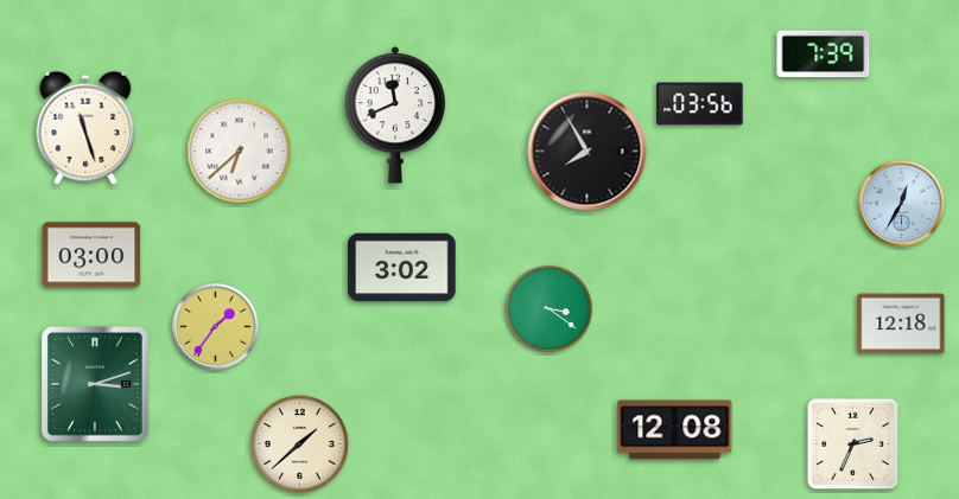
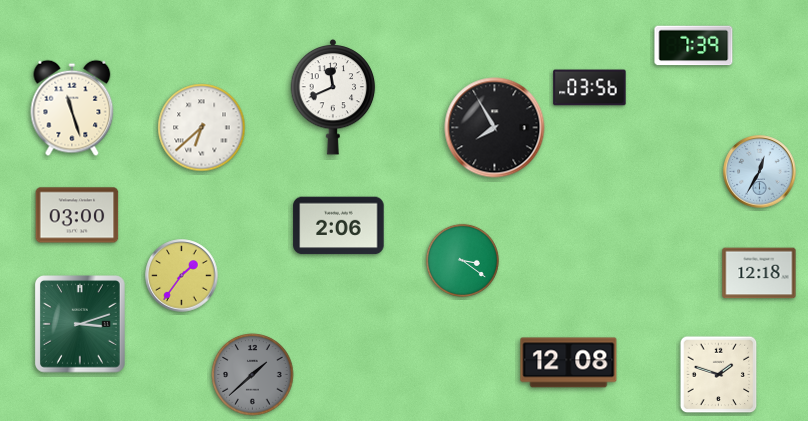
clock at (402, 268): 3:02 -> 2:06
clock at (300, 444) dial: cream -> grey
clock at (853, 444): 2:34 -> 1:48
